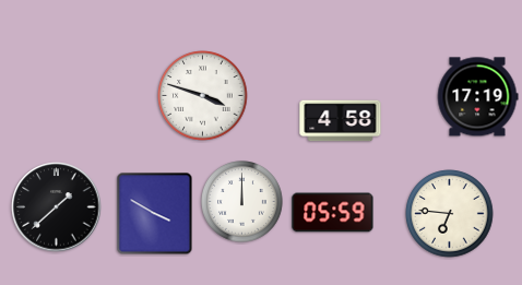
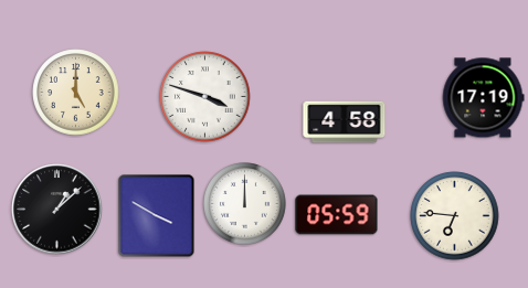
clock at (76, 93): none -> 5:00
clock at (57, 207): 1:38 -> 1:08
